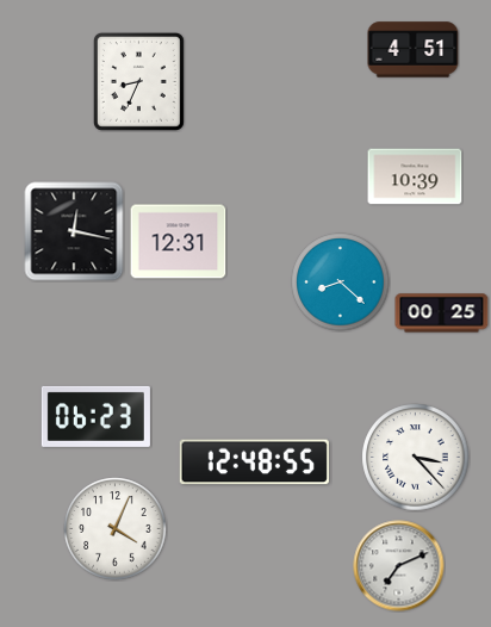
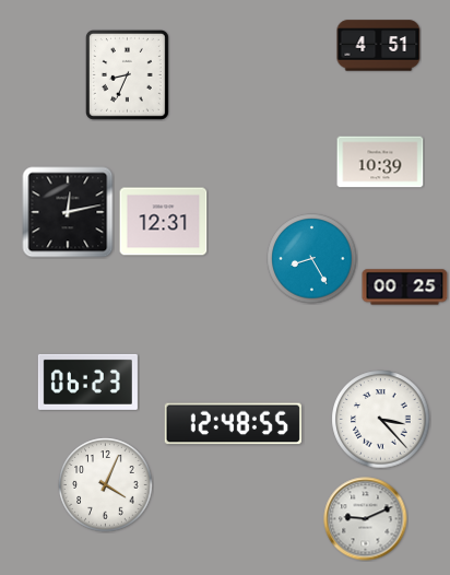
clock at (74, 231): 12:17 -> 12:13
clock at (341, 283): 8:22 -> 8:25
clock at (399, 566): 7:11 -> 9:11
